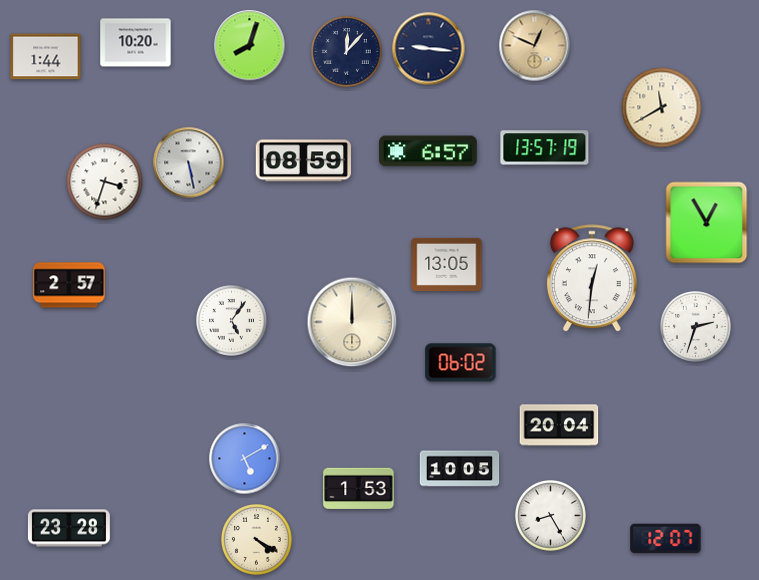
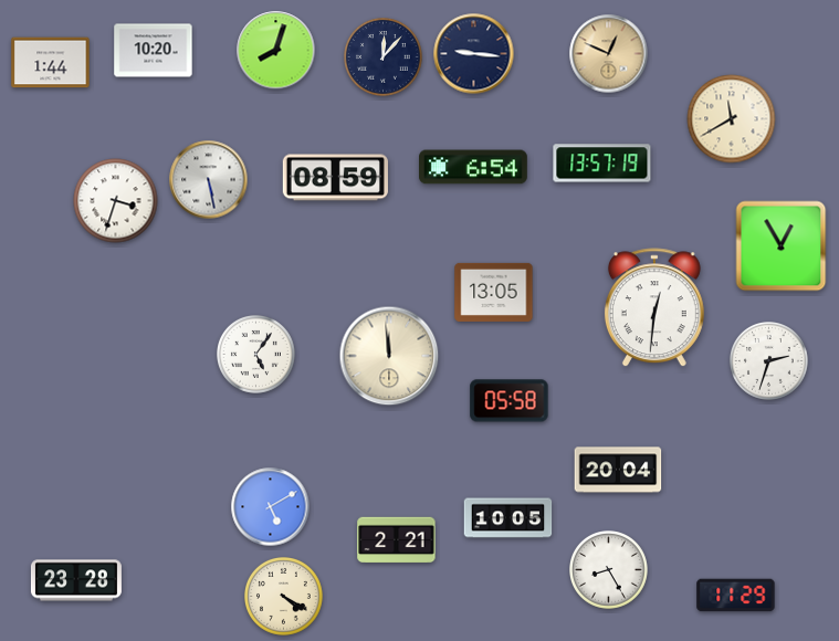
clock at (136, 43) position: (136, 43) -> (154, 51)
clock at (535, 46) position: (535, 46) -> (609, 54)
clock at (429, 151): 6:57 -> 6:54
clock at (69, 285): 2:57 -> none
clock at (352, 322): 12:00 -> 11:59
clock at (461, 363): 06:02 -> 05:58
clock at (359, 489): 1:53 -> 2:21
clock at (69, 528) position: (69, 528) -> (76, 580)
clock at (666, 539): 12:07 -> 11:29
